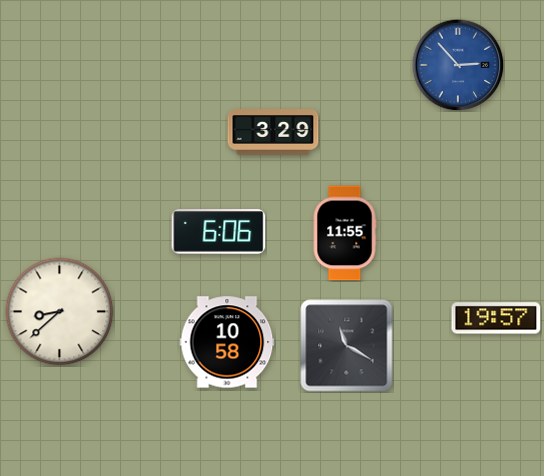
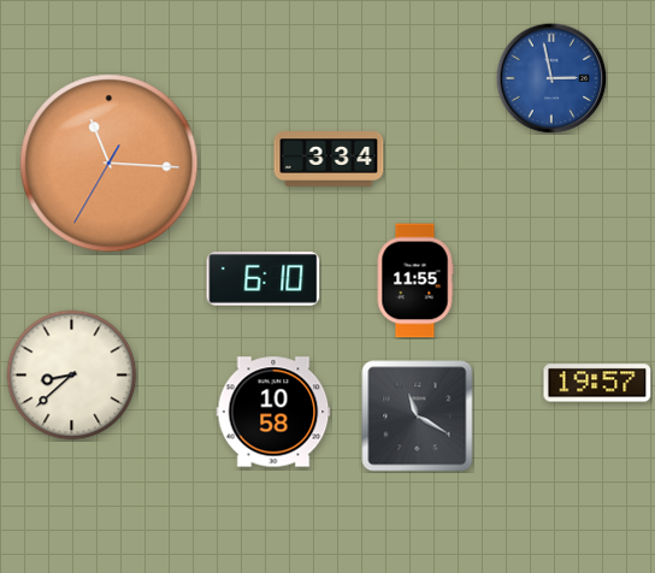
clock at (458, 65): 2:53 -> 2:58
clock at (273, 133): 3:29 -> 3:34
clock at (110, 164): none -> 11:15
clock at (219, 232): 6:06 -> 6:10
